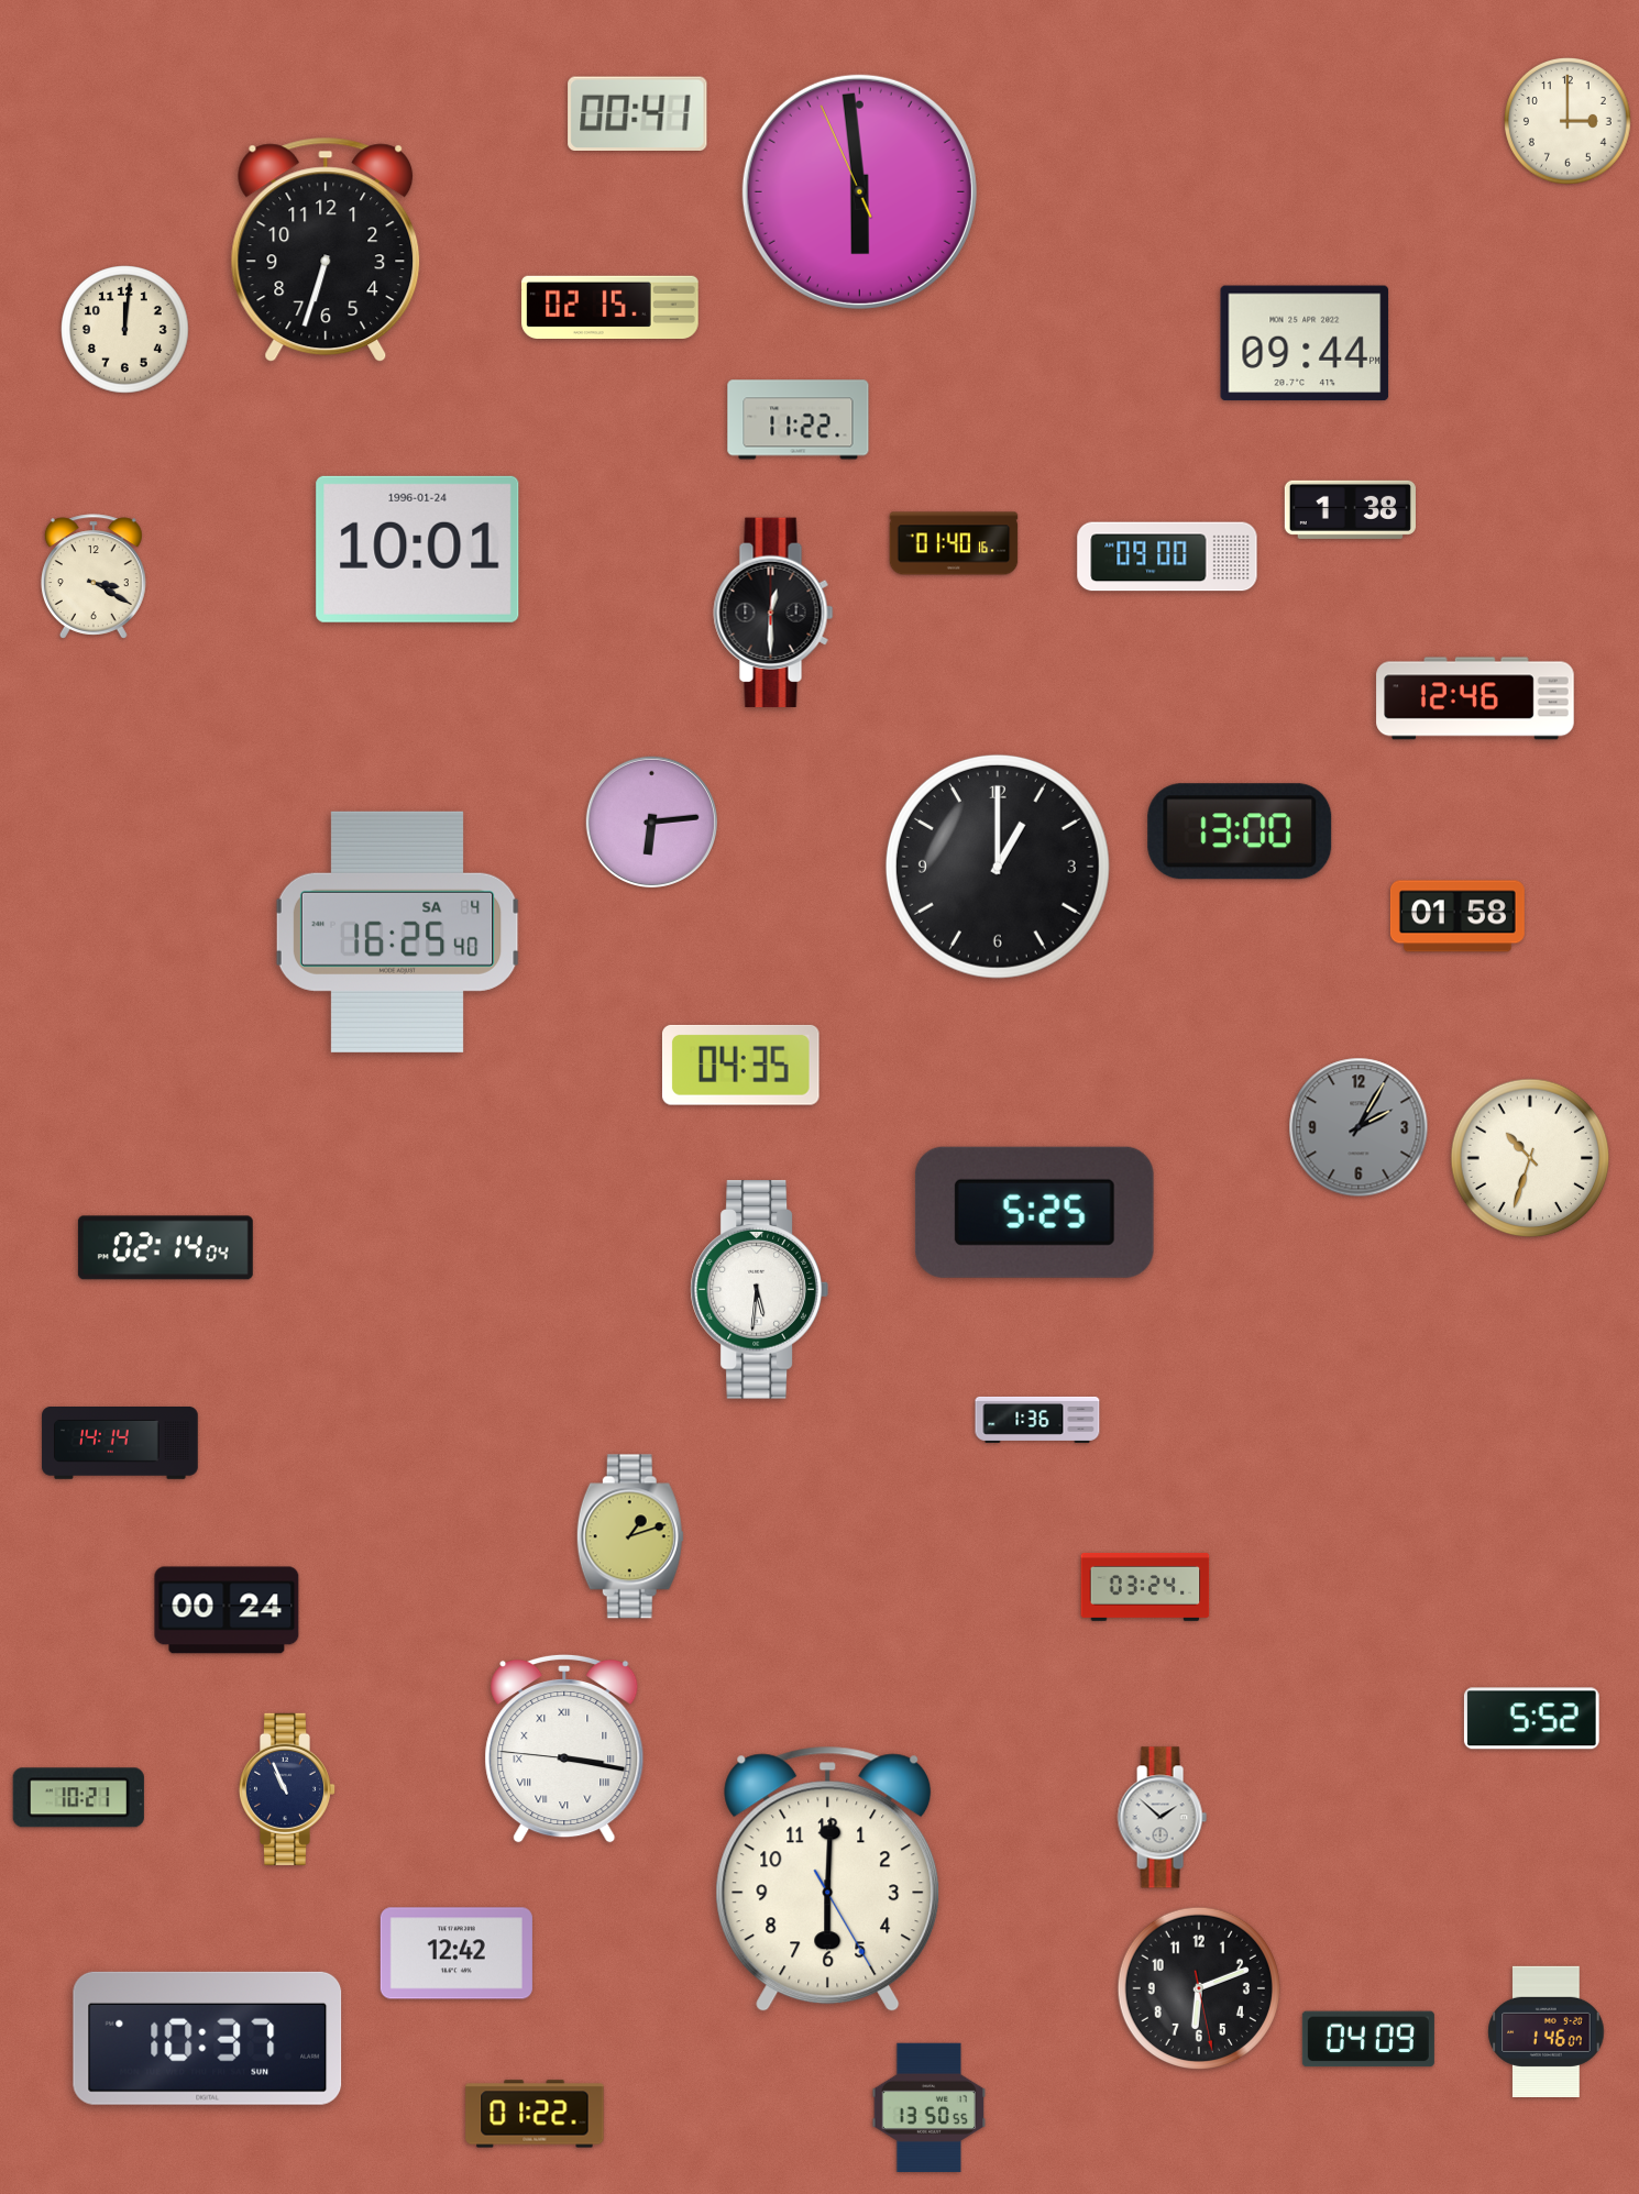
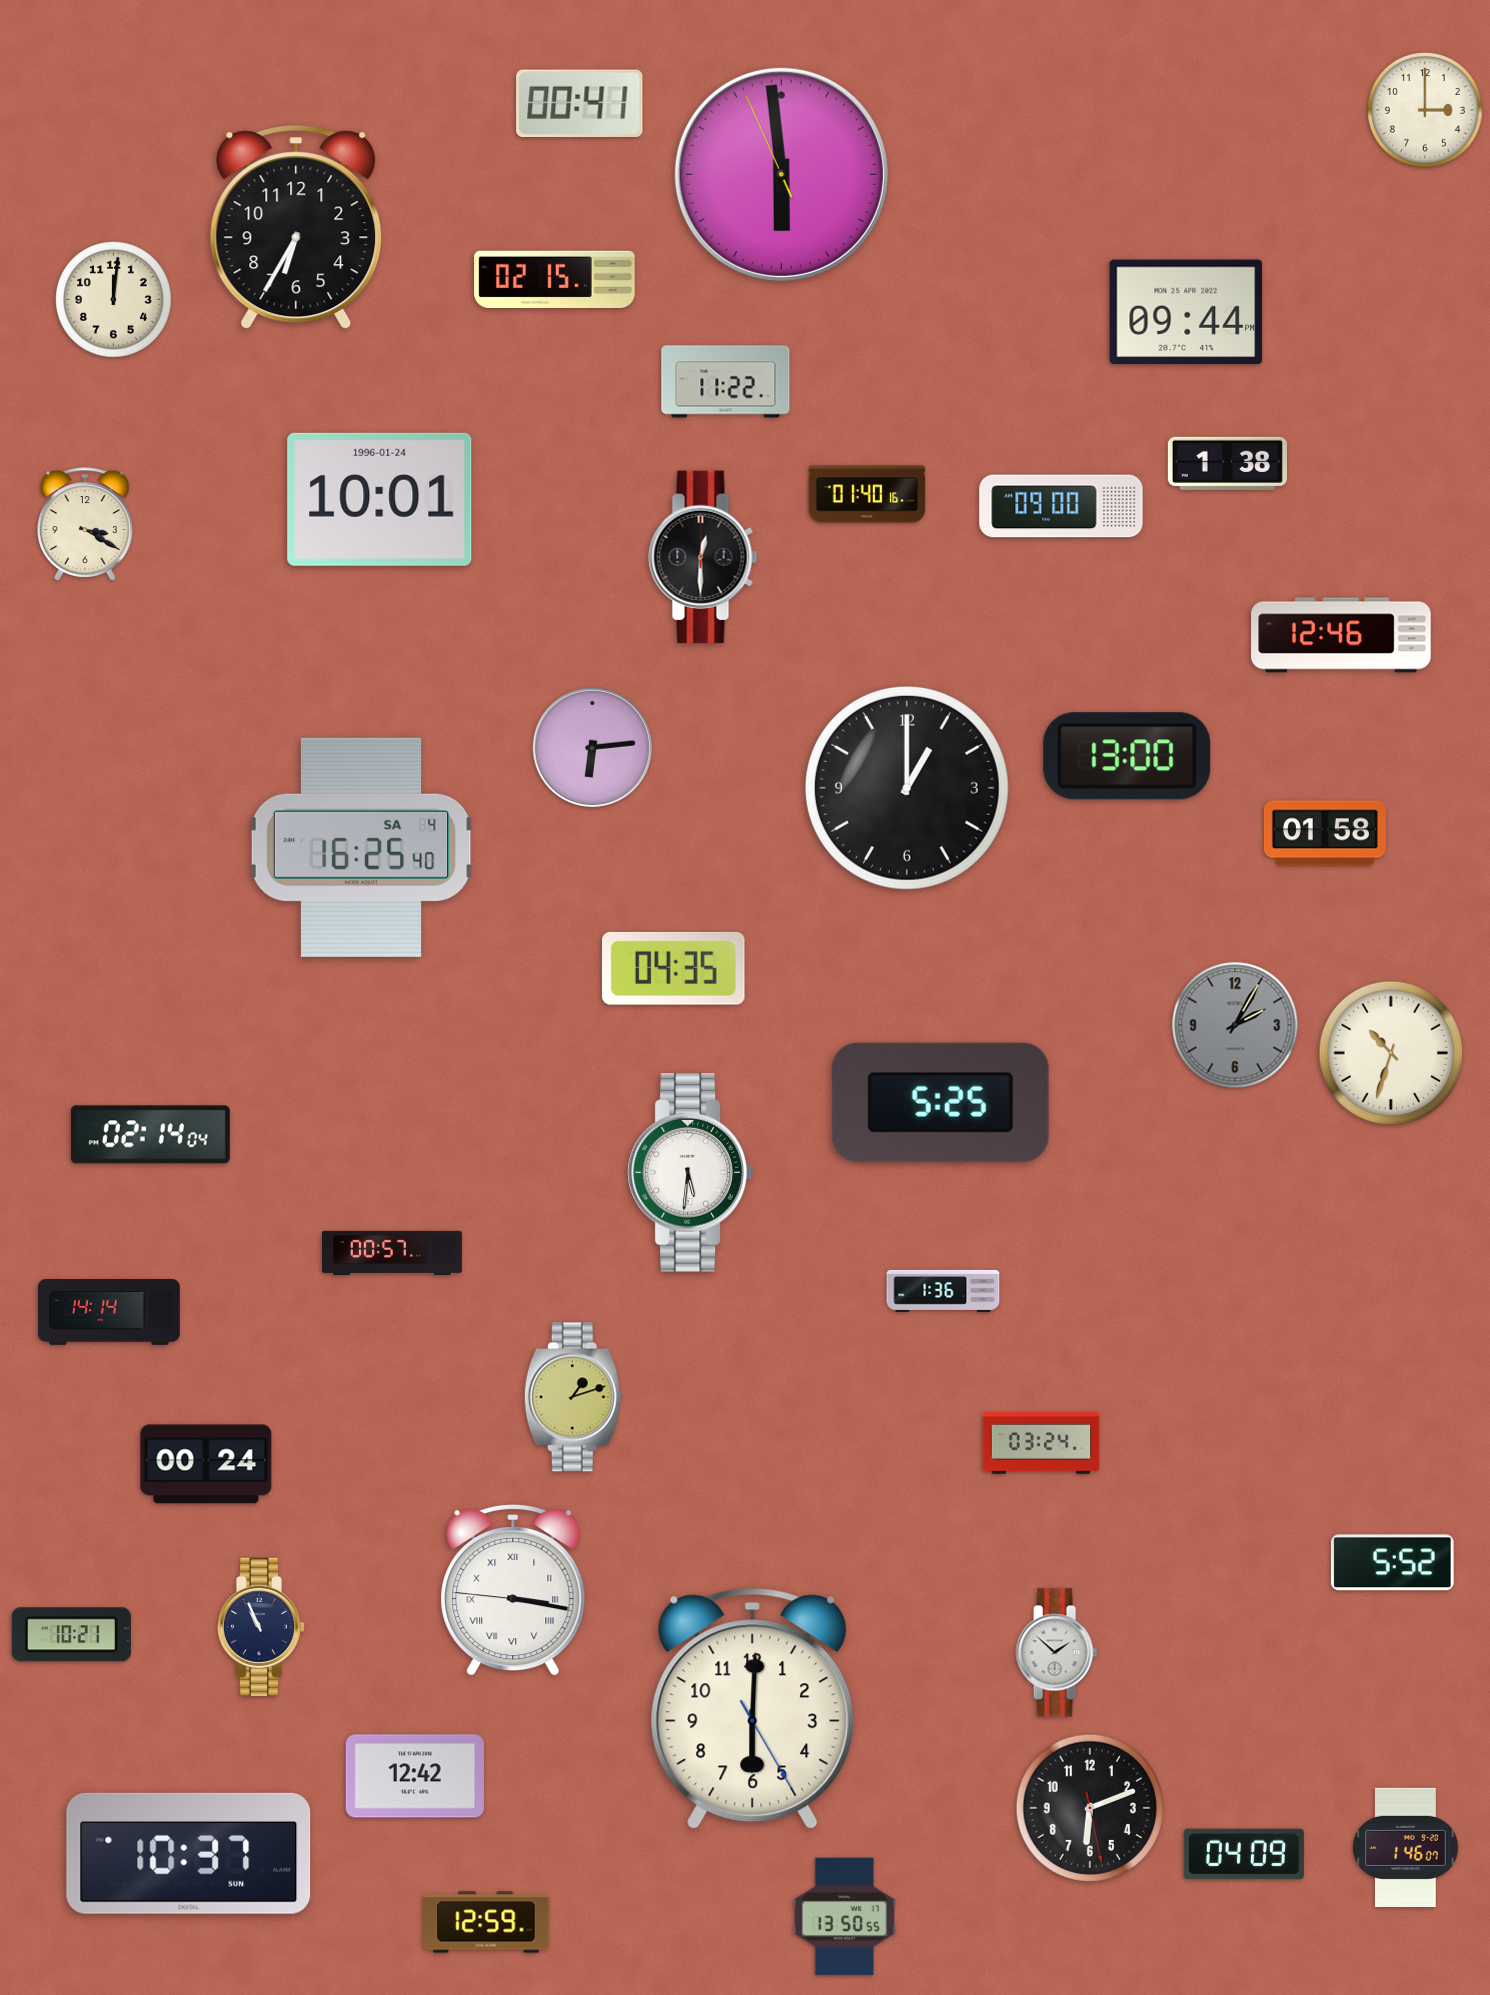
clock at (326, 250): 6:33 -> 6:35
clock at (392, 1253): none -> 00:57
clock at (535, 2114): 01:22 -> 12:59
